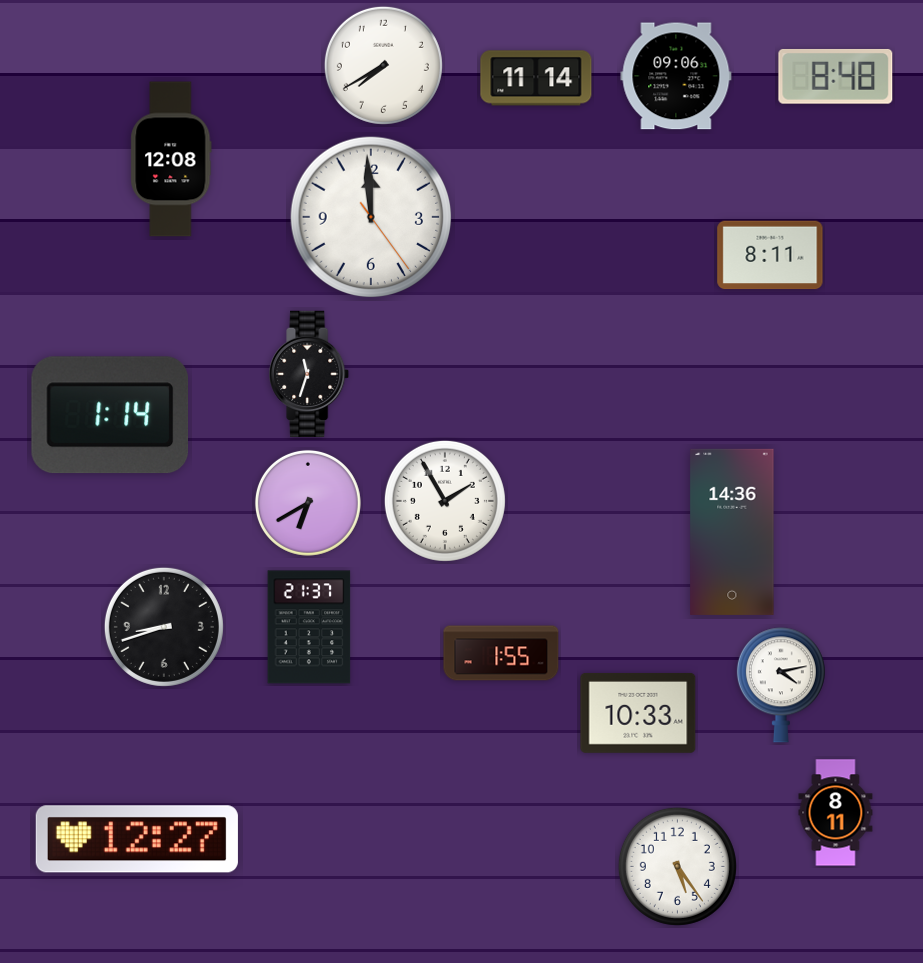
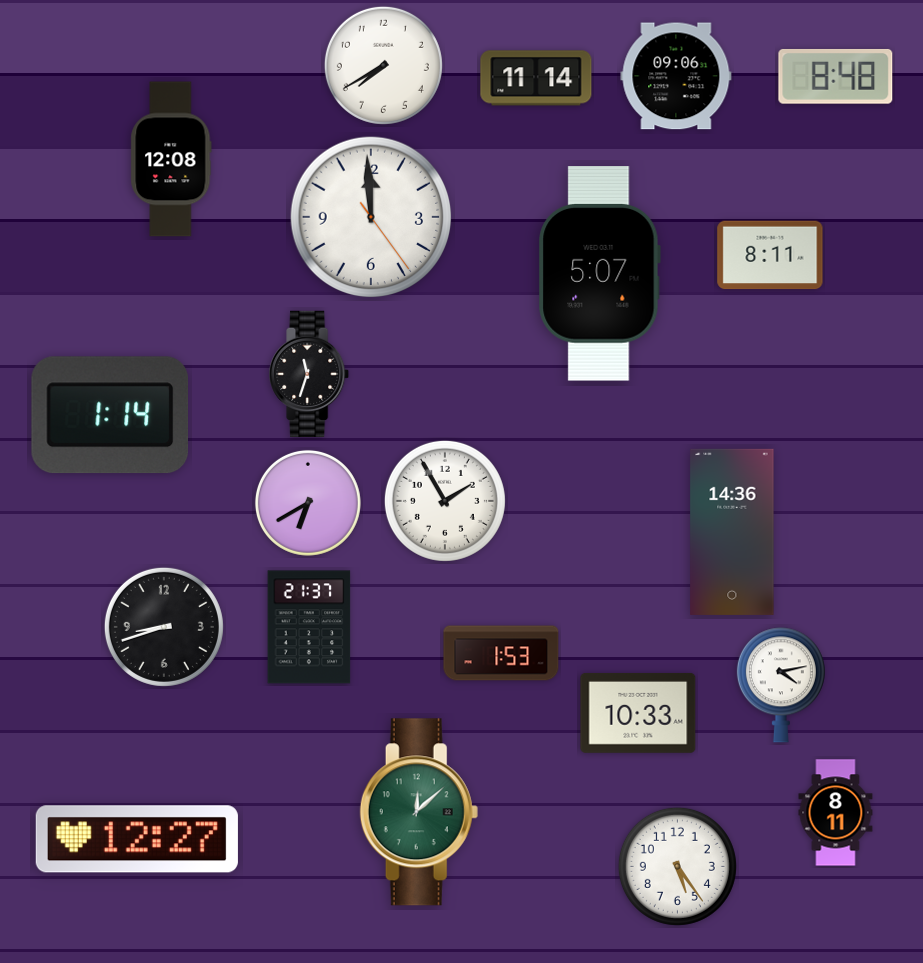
clock at (599, 274): none -> 5:07
clock at (501, 653): 1:55 -> 1:53
clock at (419, 812): none -> 12:08
